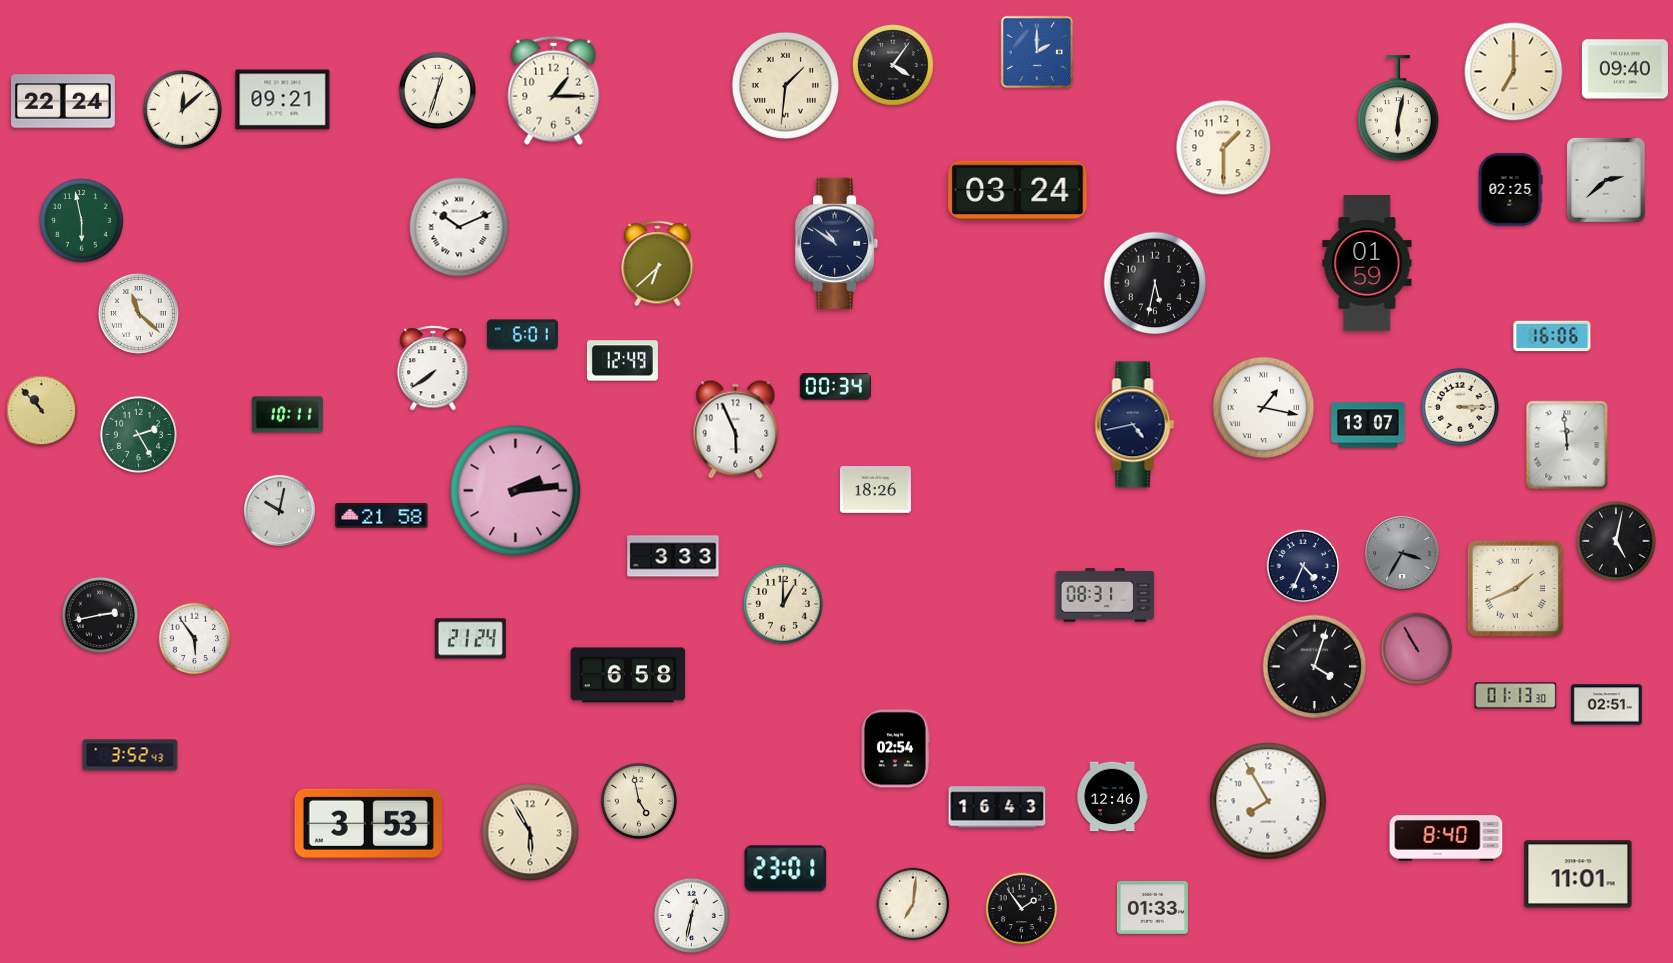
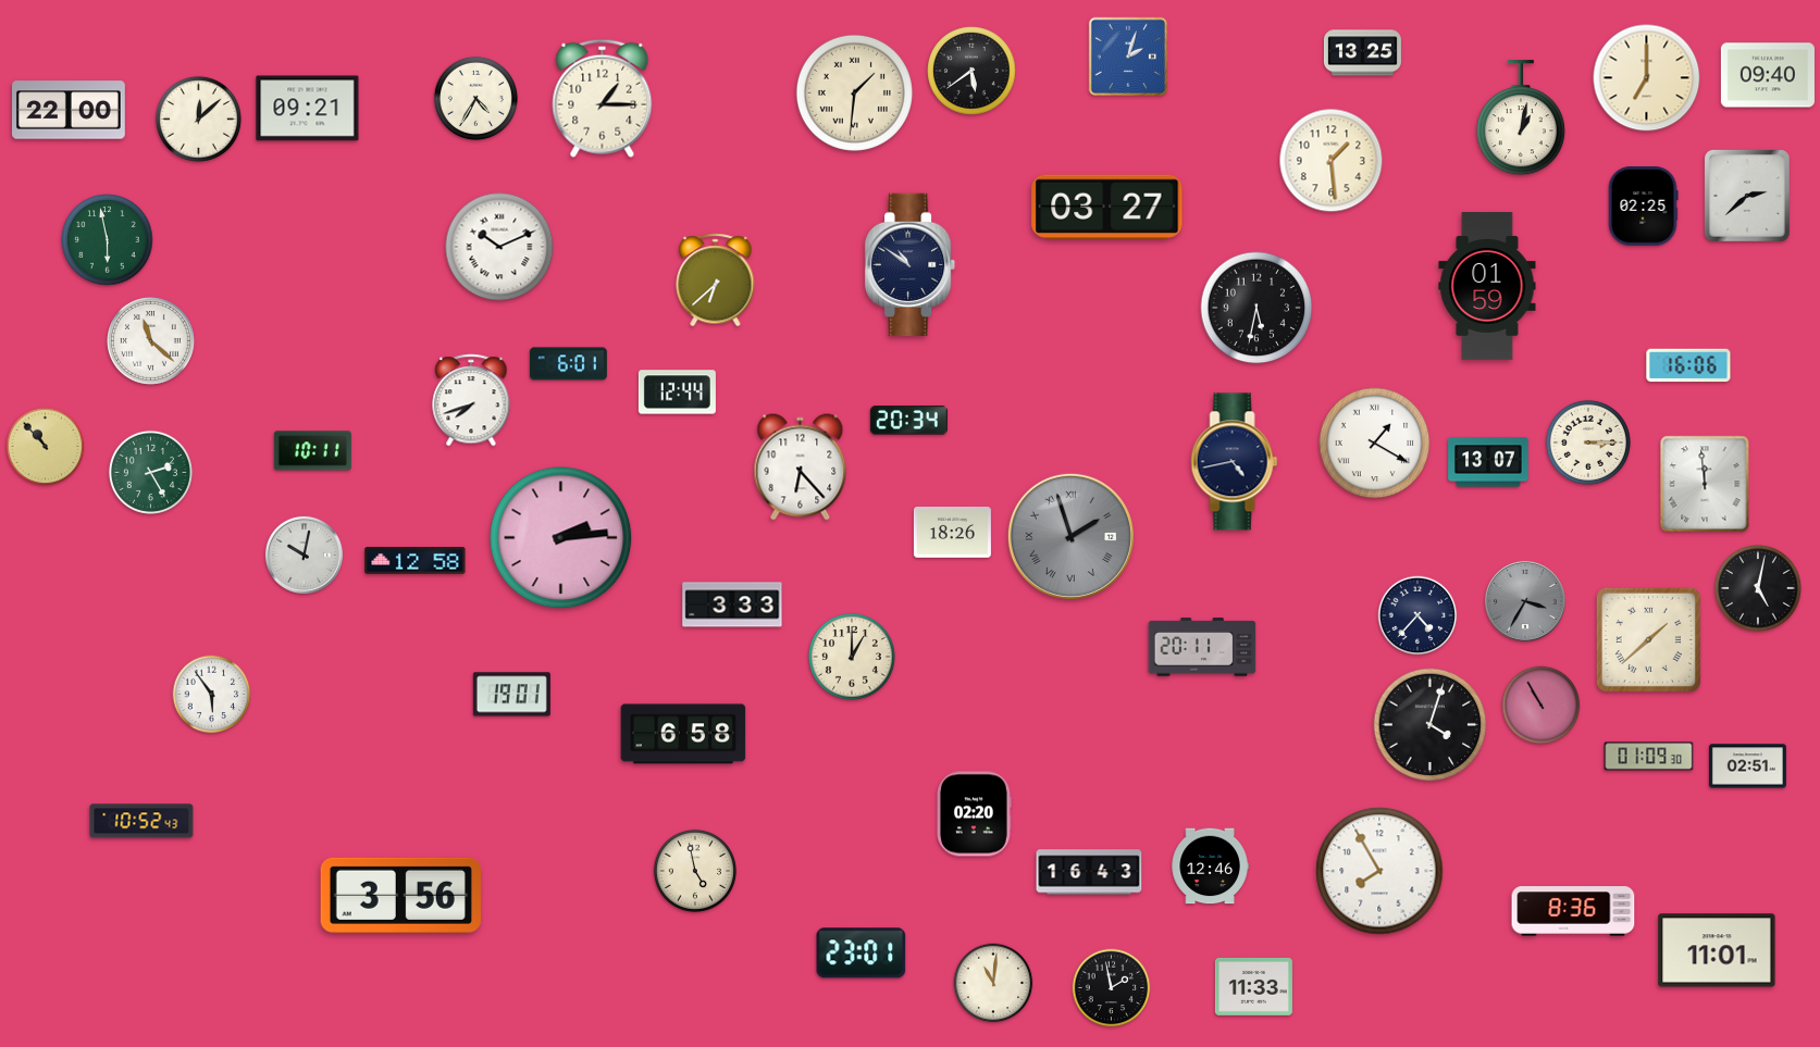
clock at (1362, 53): none -> 13:25
clock at (1037, 52): 2:00 -> 2:03
clock at (893, 65): 4:06 -> 5:39
clock at (437, 90): 12:33 -> 4:35
clock at (64, 101): 22:24 -> 22:00
clock at (1398, 109): 6:02 -> 1:02
clock at (1224, 148): 1:30 -> 1:29
clock at (1018, 190): 03:24 -> 03:27
clock at (82, 221) position: (82, 221) -> (108, 240)
clock at (658, 264) position: (658, 264) -> (716, 281)
clock at (622, 361): 12:49 -> 12:44
clock at (433, 368): 7:39 -> 7:42
clock at (835, 387): 00:34 -> 20:34
clock at (1264, 408): 1:17 -> 1:20
clock at (736, 430): 5:56 -> 6:23
clock at (516, 491) position: (516, 491) -> (561, 538)
clock at (1070, 536): none -> 1:57
clock at (382, 516): 21:58 -> 12:58
clock at (1303, 566): 4:34 -> 4:37
clock at (1515, 588): 1:41 -> 1:38
clock at (1105, 595): 08:31 -> 20:11
clock at (100, 615): 2:43 -> none
clock at (470, 639): 21:24 -> 19:01
clock at (1516, 696): 01:13 -> 01:09
clock at (896, 749): 02:54 -> 02:20
clock at (130, 755): 3:52 -> 10:52
clock at (997, 807) position: (997, 807) -> (1089, 872)
clock at (368, 823): 3:53 -> 3:56
clock at (530, 832): 5:55 -> none
clock at (1446, 838): 8:40 -> 8:36
clock at (786, 869) position: (786, 869) -> (862, 953)
clock at (913, 904): 7:01 -> 11:01
clock at (1152, 907): 01:33 -> 11:33
clock at (1022, 909): 1:54 -> 1:58
clock at (691, 915): 12:32 -> none
